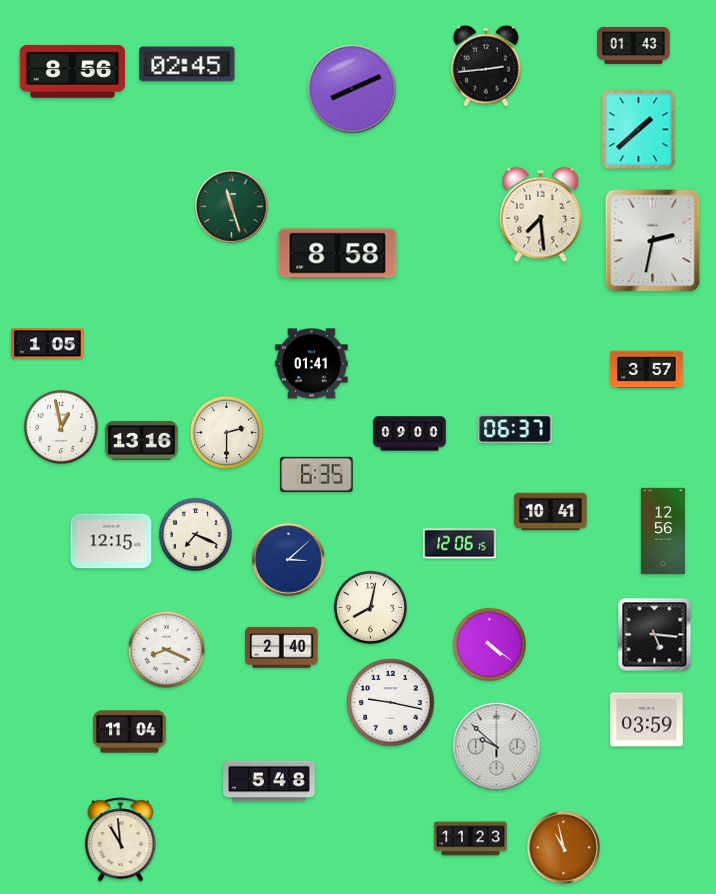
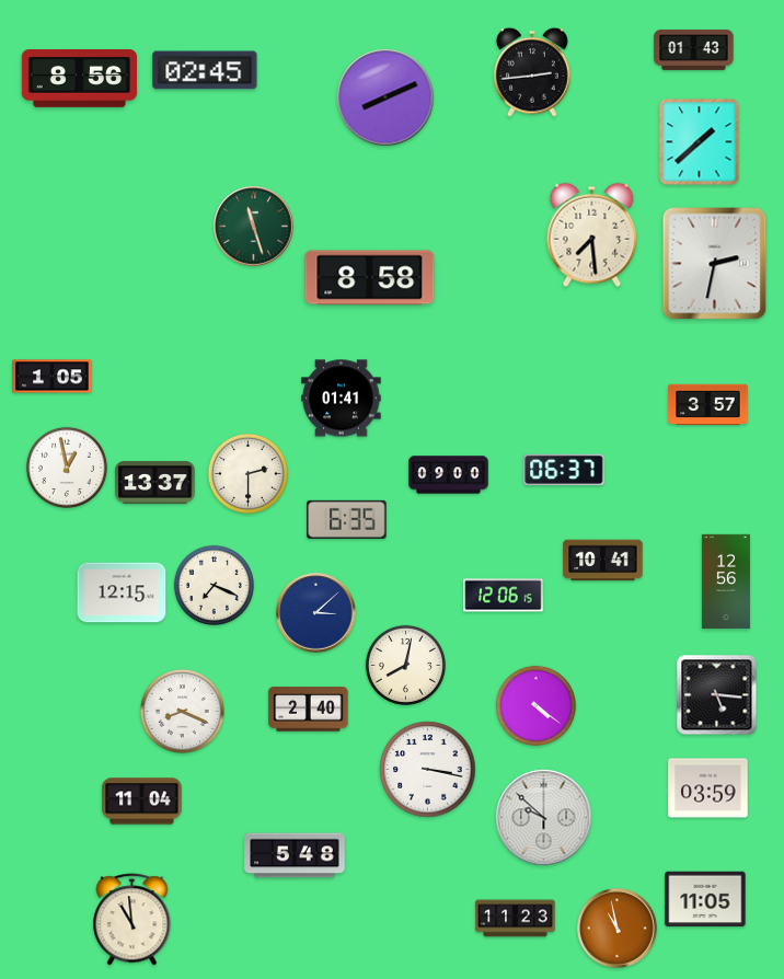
clock at (142, 441): 13:16 -> 13:37
clock at (391, 703): 9:17 -> 3:17
clock at (705, 899): none -> 11:05
